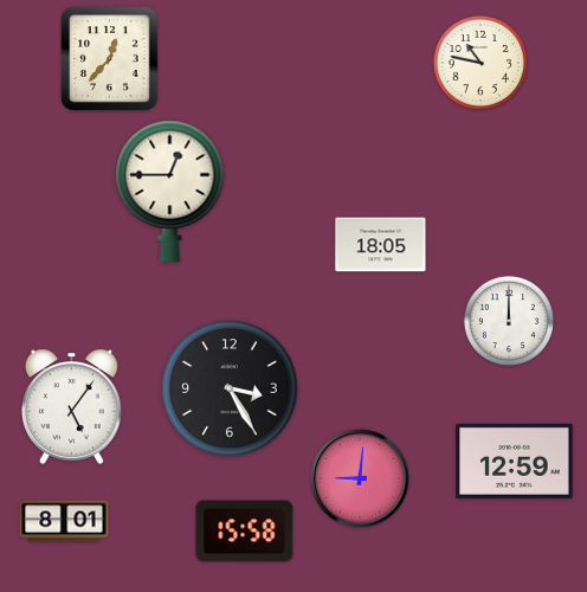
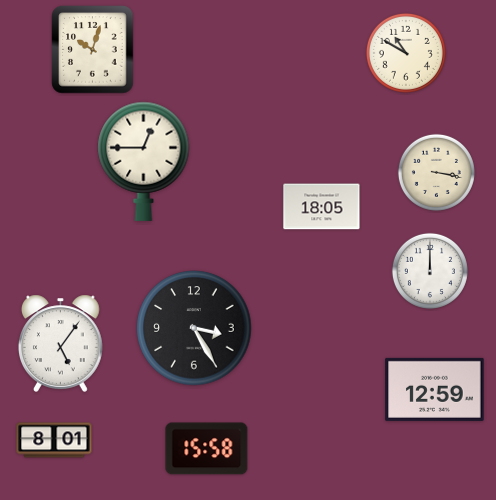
clock at (110, 59): 12:37 -> 10:03
clock at (480, 63): 10:47 -> 10:50
clock at (436, 172): none -> 3:17
clock at (361, 480): 9:01 -> none
